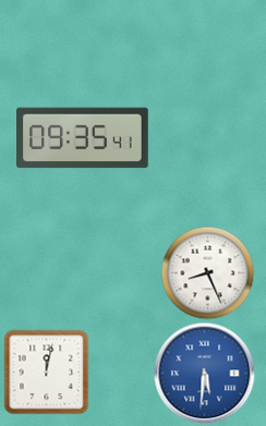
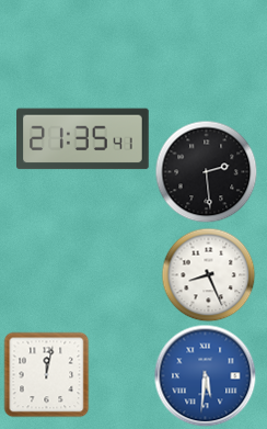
clock at (83, 138): 09:35 -> 21:35
clock at (206, 171): none -> 2:29
